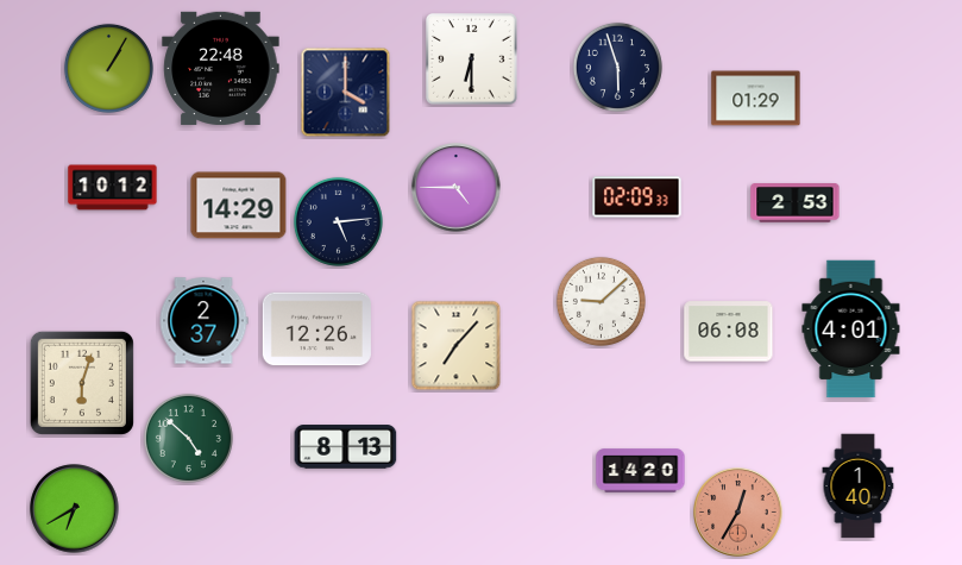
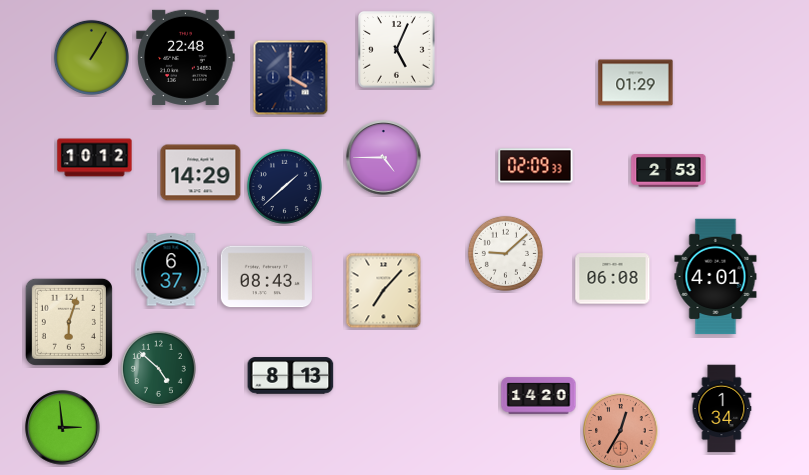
clock at (472, 59): 6:30 -> 5:04
clock at (617, 67): 5:57 -> none
clock at (338, 221): 5:14 -> 1:38
clock at (203, 321): 2:37 -> 6:37
clock at (316, 329): 12:26 -> 08:43
clock at (859, 486): 1:40 -> 1:34
clock at (75, 509): 6:40 -> 2:59
